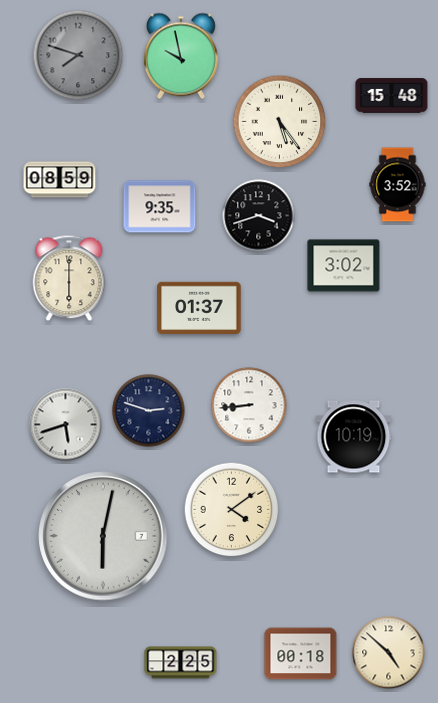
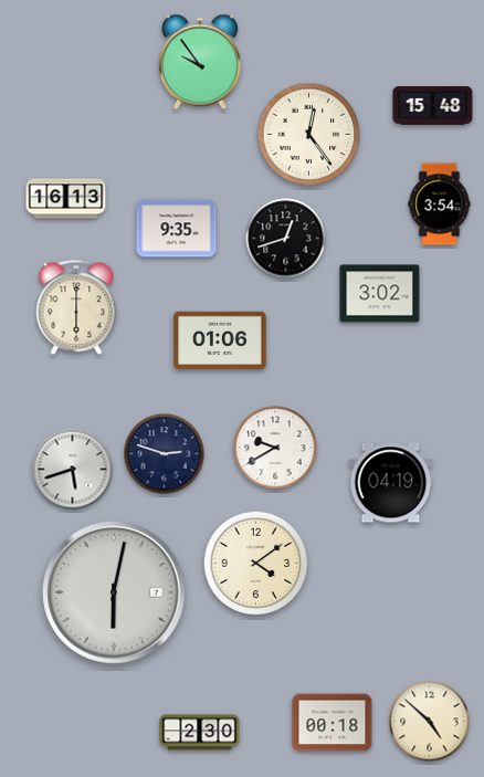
clock at (78, 55): 7:48 -> none
clock at (181, 56): 9:58 -> 9:54
clock at (280, 122): 5:24 -> 12:24
clock at (60, 180): 08:59 -> 16:13
clock at (398, 185): 3:52 -> 3:54
clock at (259, 216): 3:42 -> 12:42
clock at (199, 307): 01:37 -> 01:06
clock at (249, 405): 8:44 -> 9:40
clock at (354, 437): 10:19 -> 04:19
clock at (181, 663): 2:25 -> 2:30
